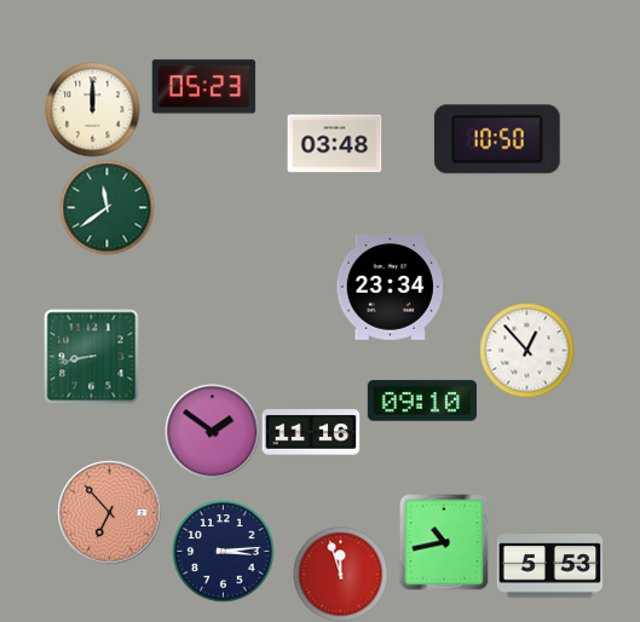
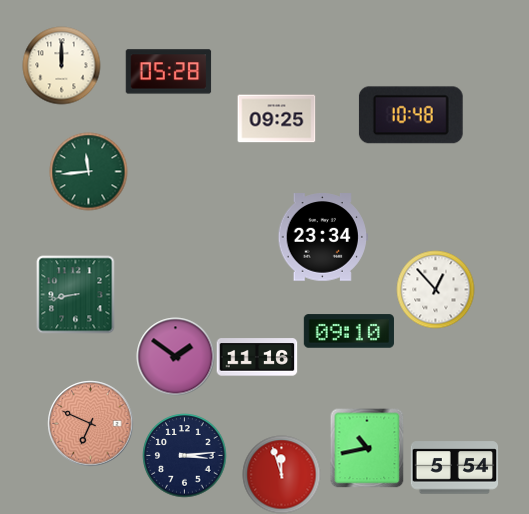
clock at (203, 87): 05:23 -> 05:28
clock at (92, 109) position: (92, 109) -> (61, 65)
clock at (497, 139): 10:50 -> 10:48
clock at (334, 144): 03:48 -> 09:25
clock at (106, 207): 11:39 -> 11:44
clock at (109, 512): 6:53 -> 6:49
clock at (549, 566): 5:53 -> 5:54
